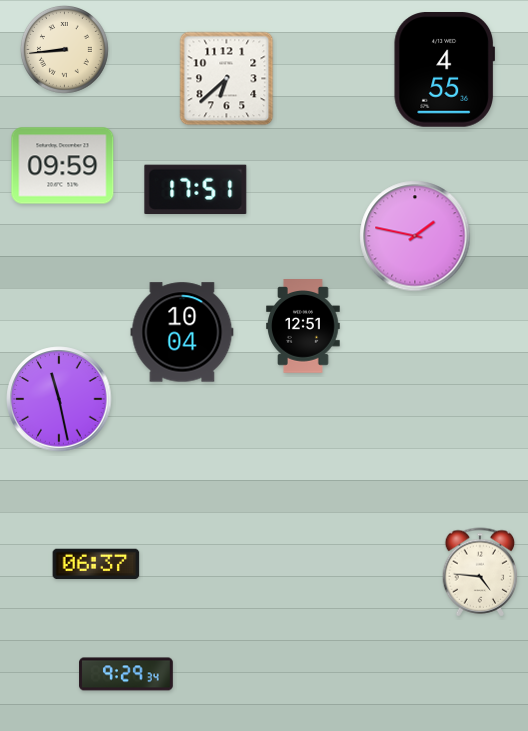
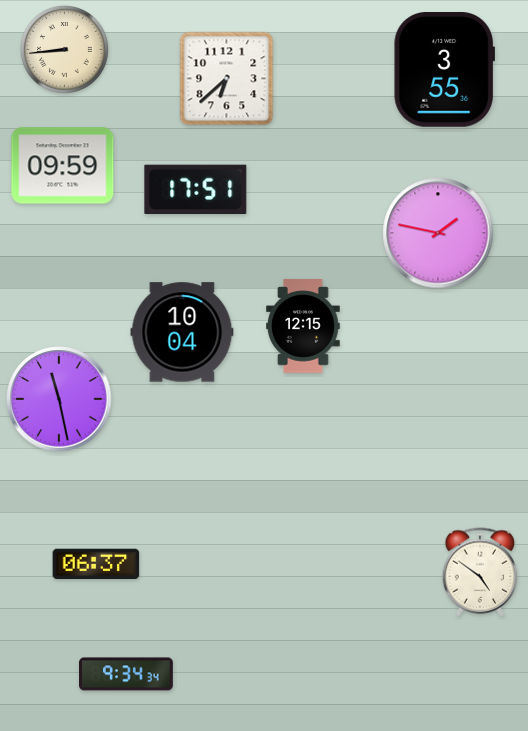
clock at (444, 70): 4:55 -> 3:55
clock at (415, 236) position: (415, 236) -> (438, 233)
clock at (303, 326): 12:51 -> 12:15
clock at (480, 572): 4:46 -> 4:51
clock at (126, 674): 9:29 -> 9:34
